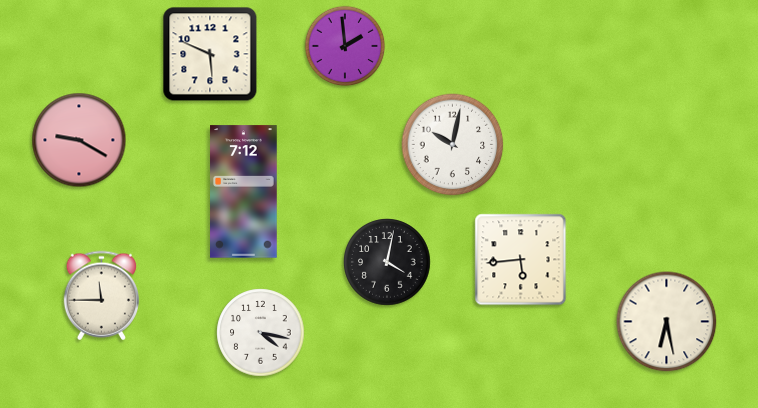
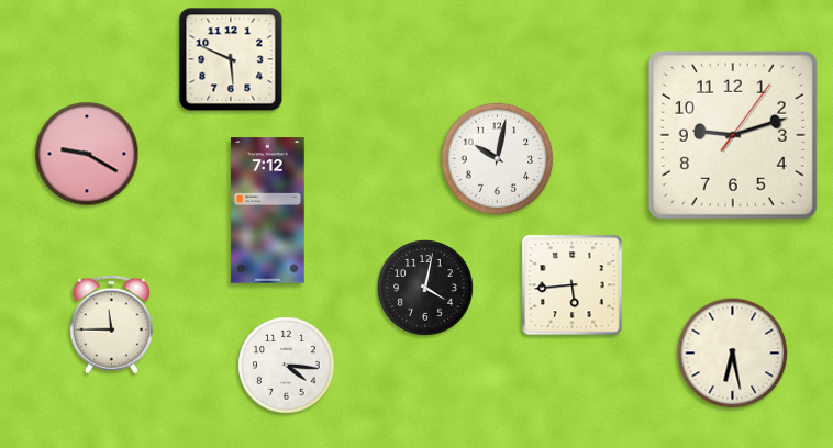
clock at (345, 46): 1:59 -> none
clock at (733, 135): none -> 9:12
clock at (261, 333): 4:17 -> 4:16
